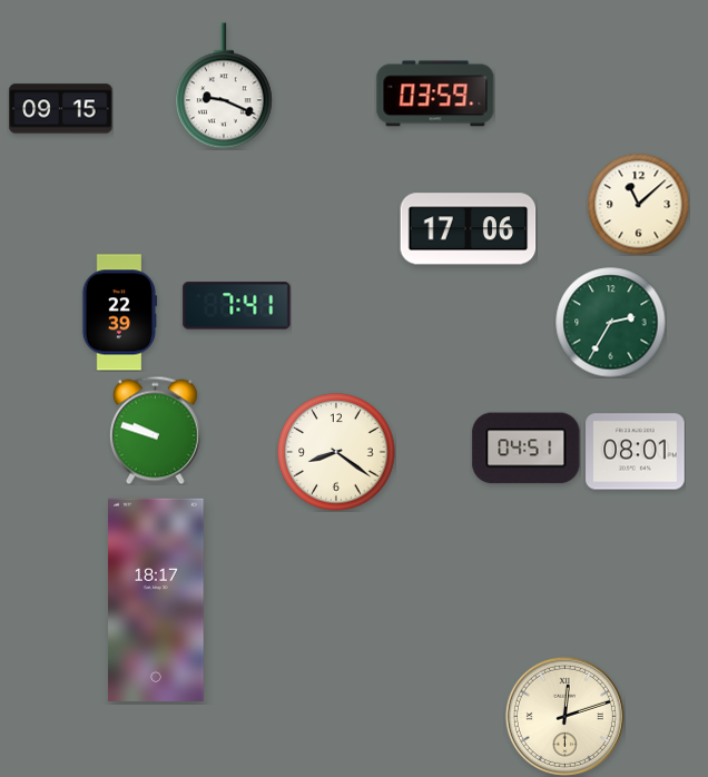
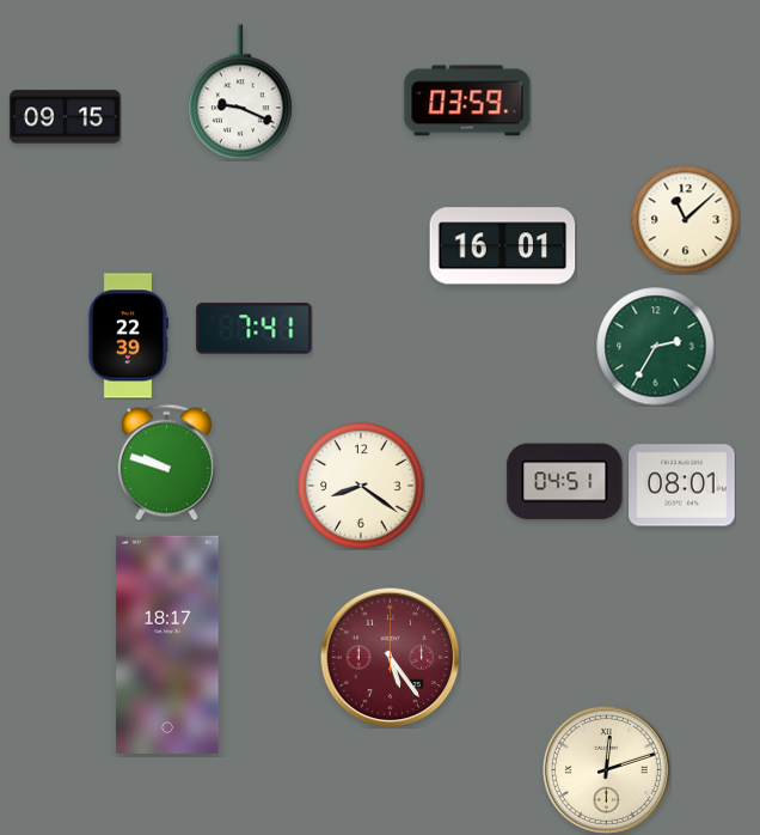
clock at (469, 229): 17:06 -> 16:01
clock at (390, 657): none -> 5:24
